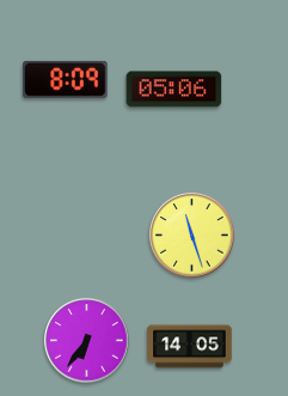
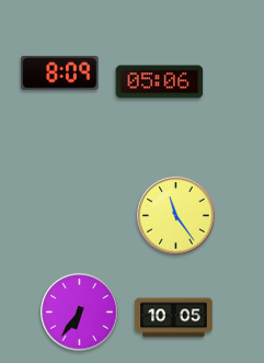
clock at (192, 236): 11:27 -> 11:24
clock at (190, 347): 14:05 -> 10:05
